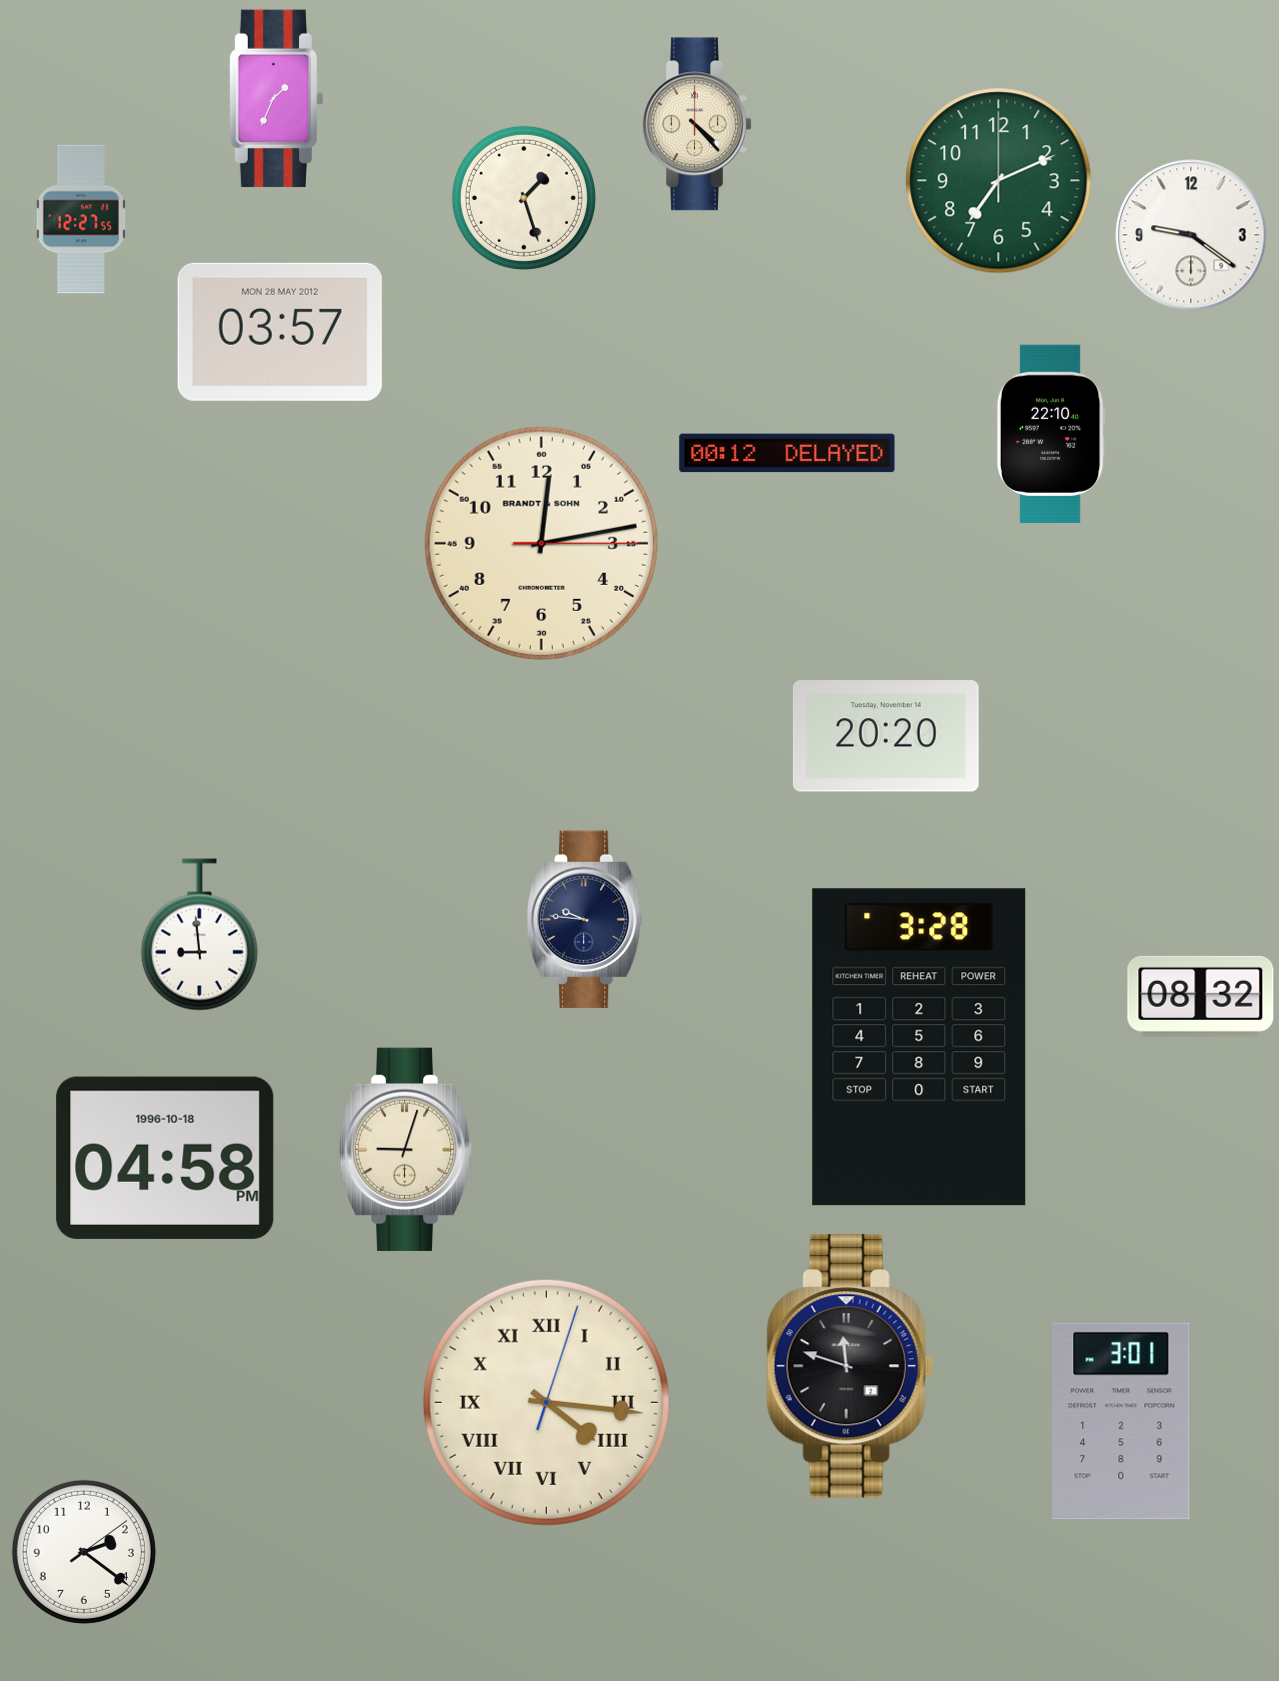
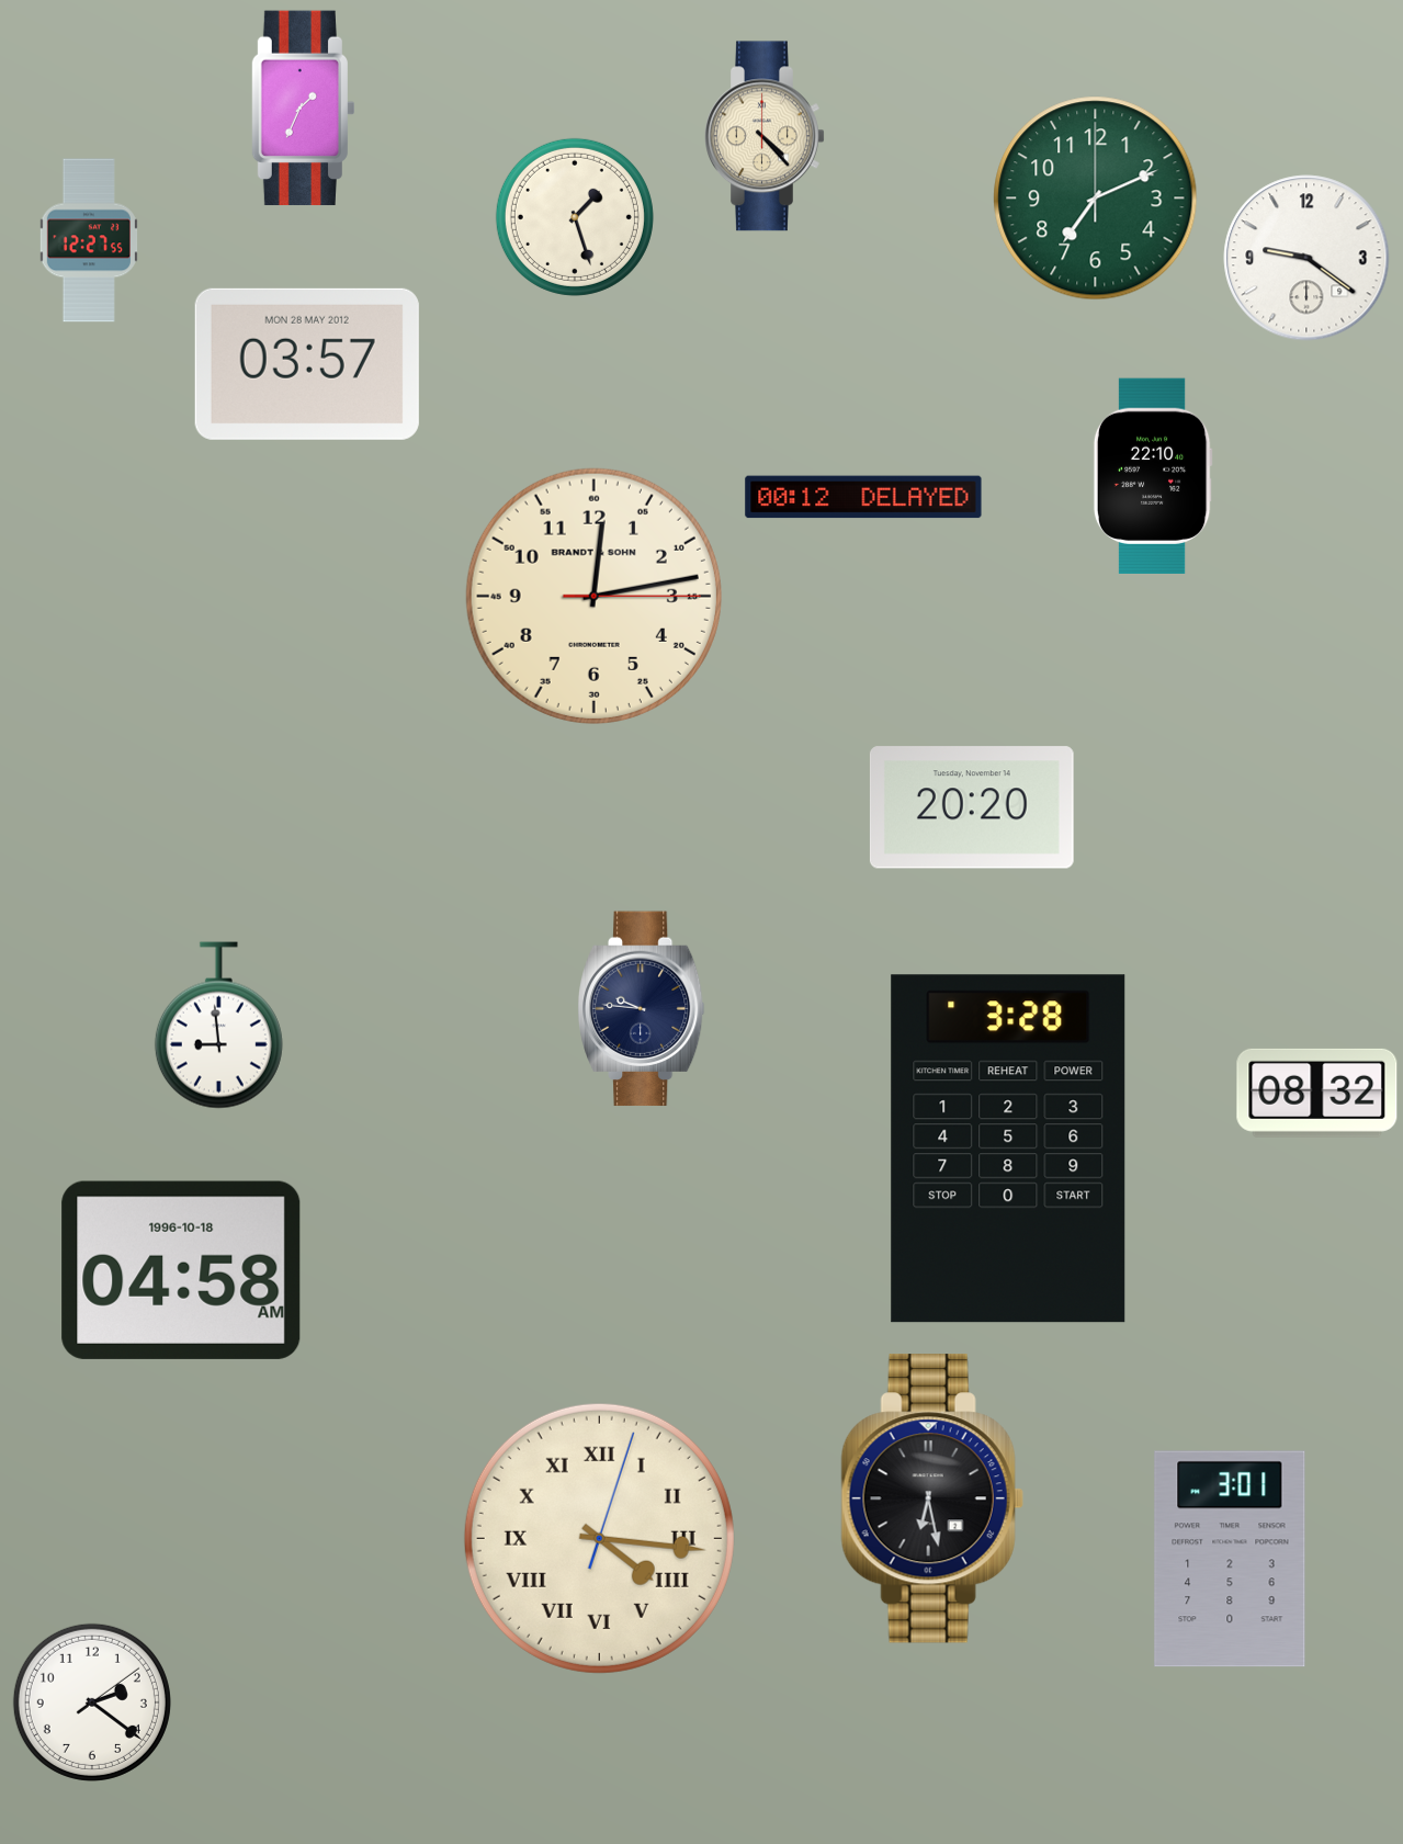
clock at (406, 1149): 9:03 -> none
clock at (165, 1158): 04:58 PM -> 04:58 AM
clock at (850, 1366): 11:48 -> 6:28
